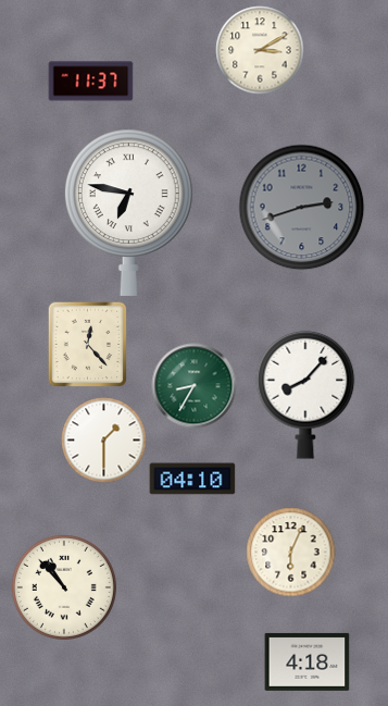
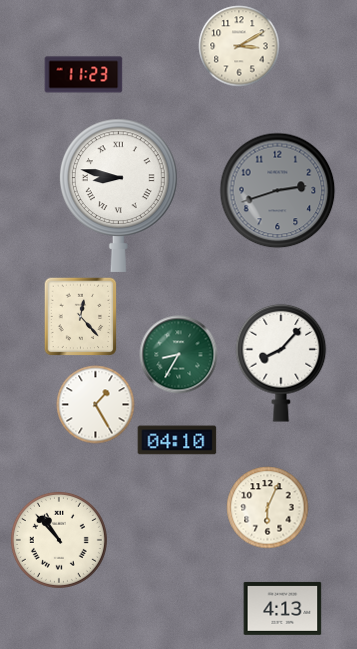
clock at (90, 82): 11:37 -> 11:23
clock at (128, 212): 6:47 -> 8:47
clock at (103, 439): 1:30 -> 1:25
clock at (306, 661): 4:18 -> 4:13
